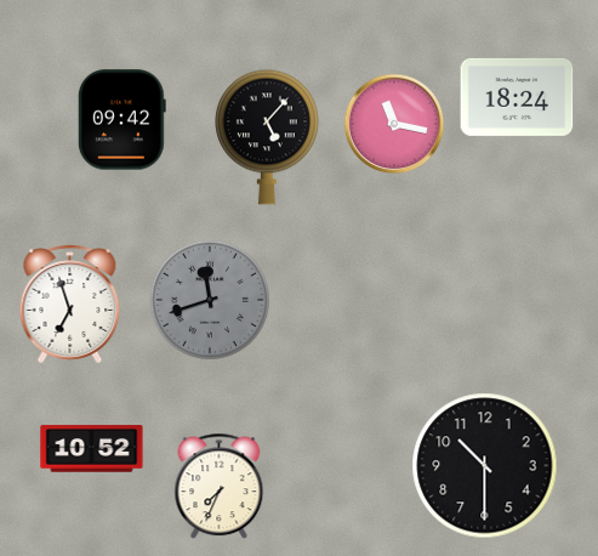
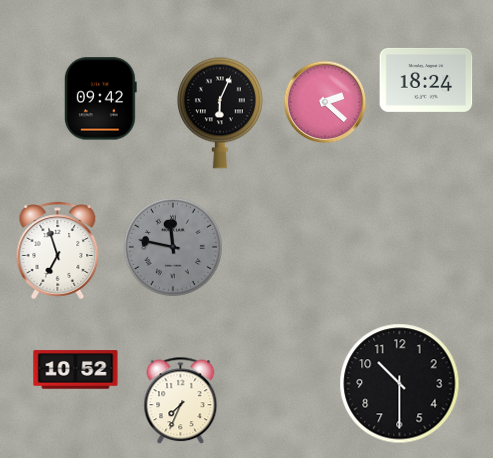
clock at (394, 124): 11:17 -> 2:22
clock at (268, 137): 5:07 -> 6:04
clock at (210, 300): 11:42 -> 11:47
